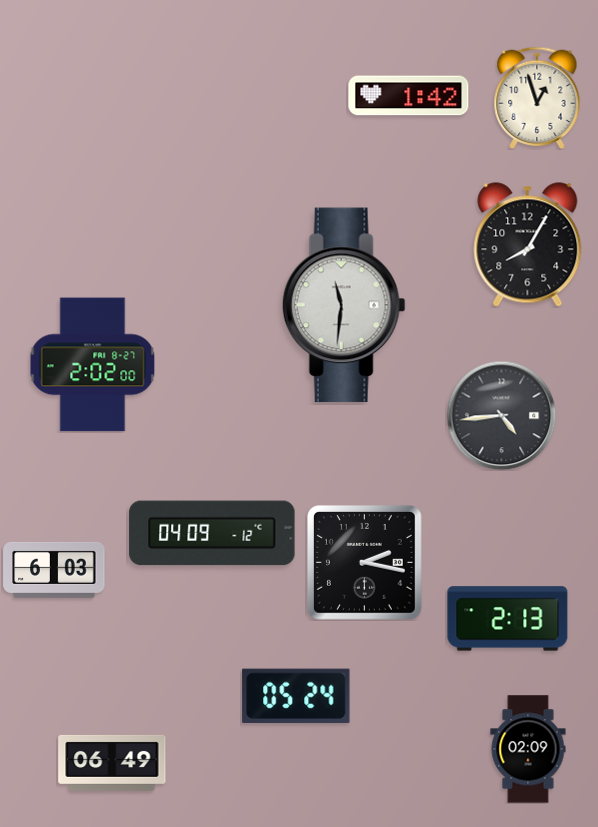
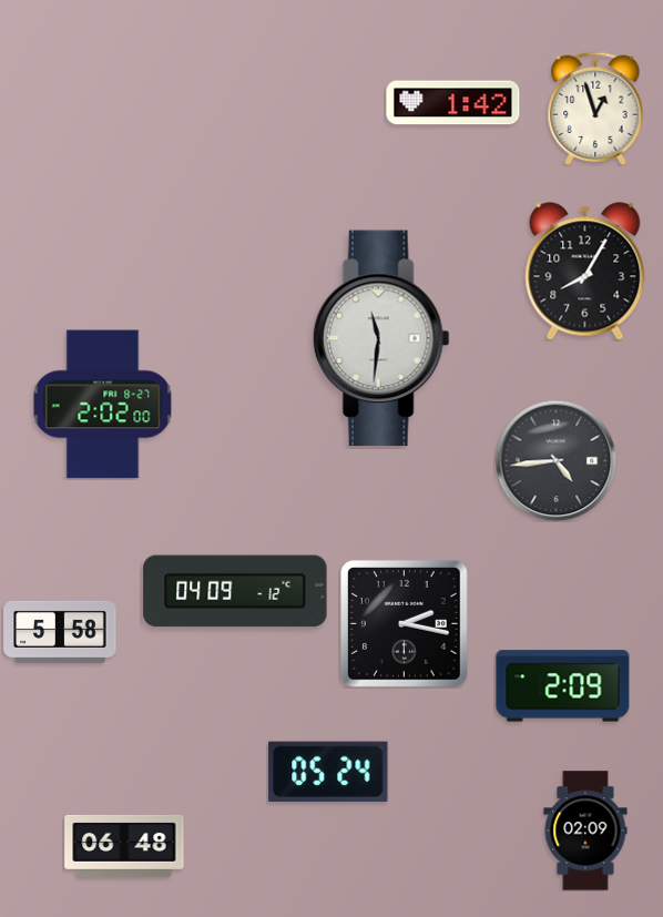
clock at (409, 96) position: (409, 96) -> (453, 103)
clock at (54, 570): 6:03 -> 5:58
clock at (508, 619): 2:13 -> 2:09
clock at (112, 763): 06:49 -> 06:48
